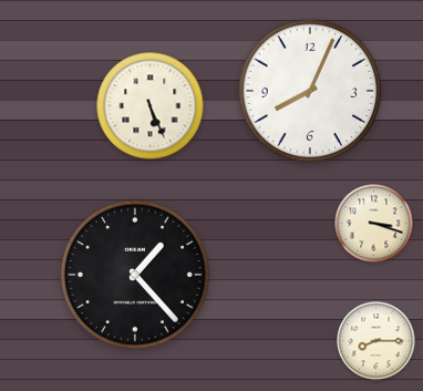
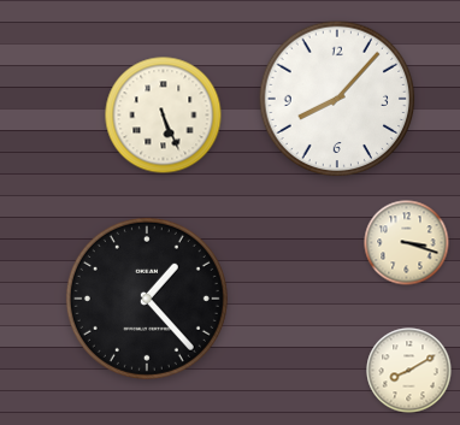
clock at (310, 91): 8:04 -> 8:07
clock at (376, 341): 8:15 -> 8:10
